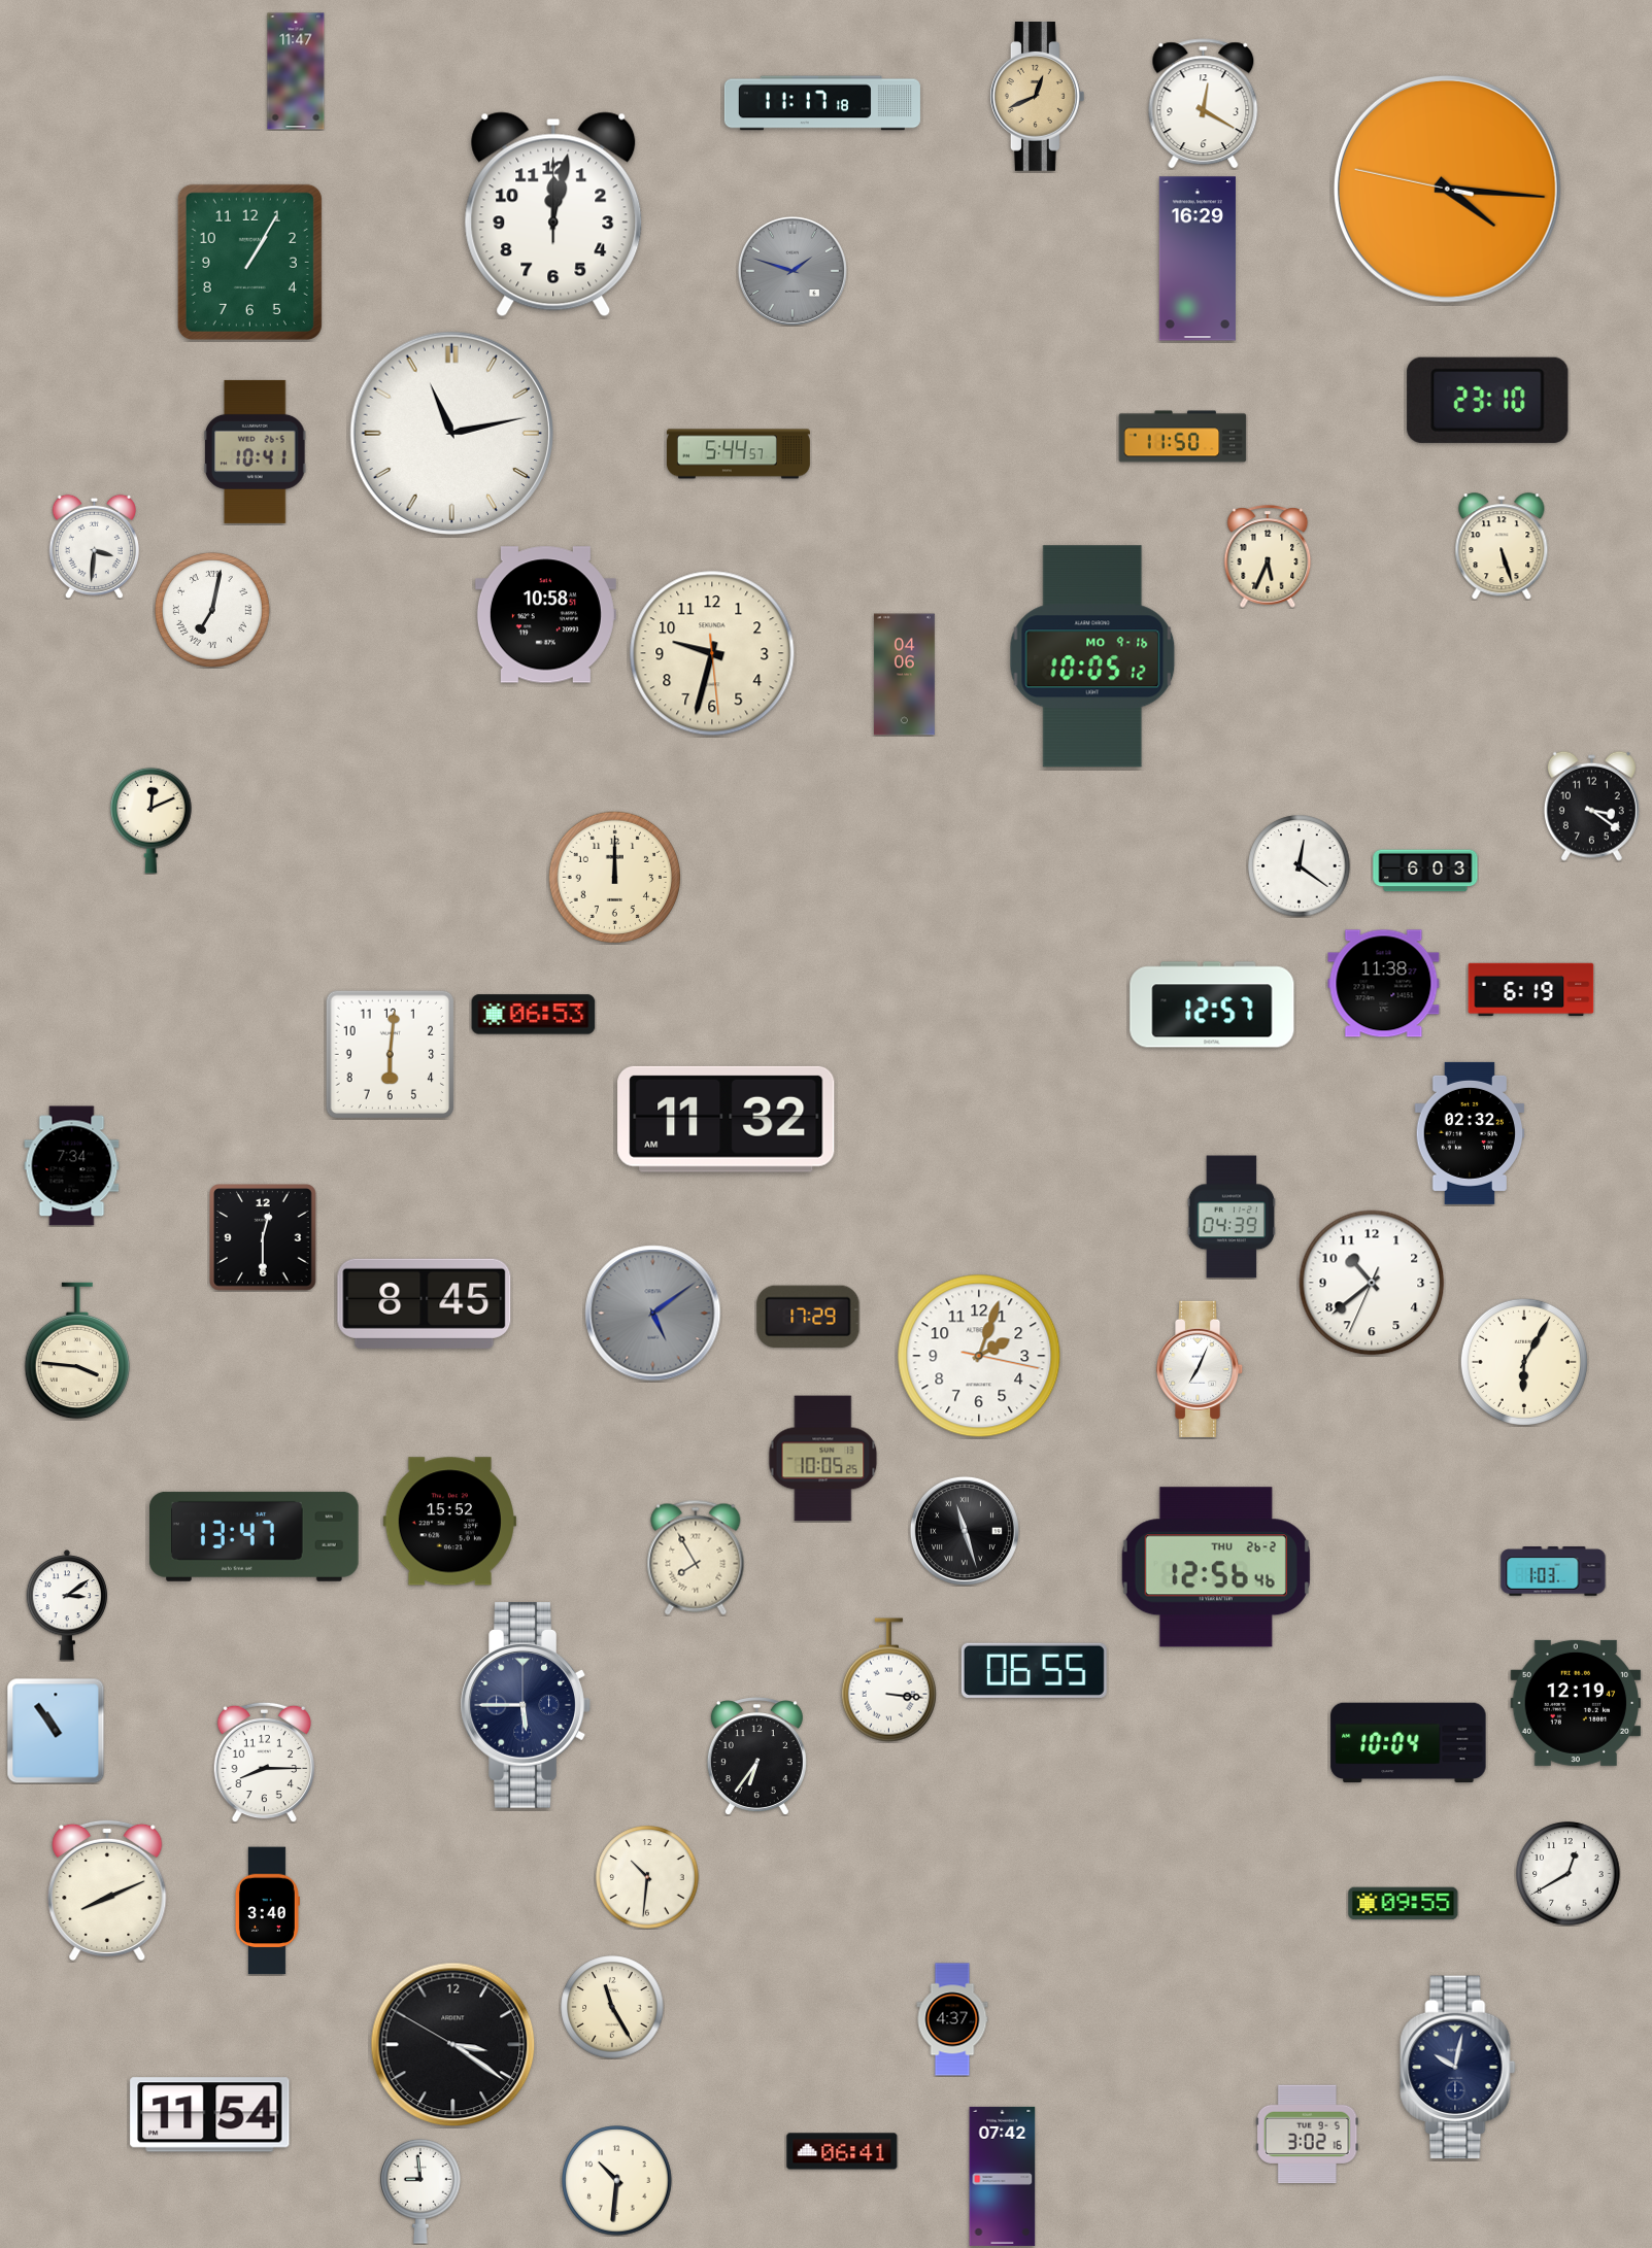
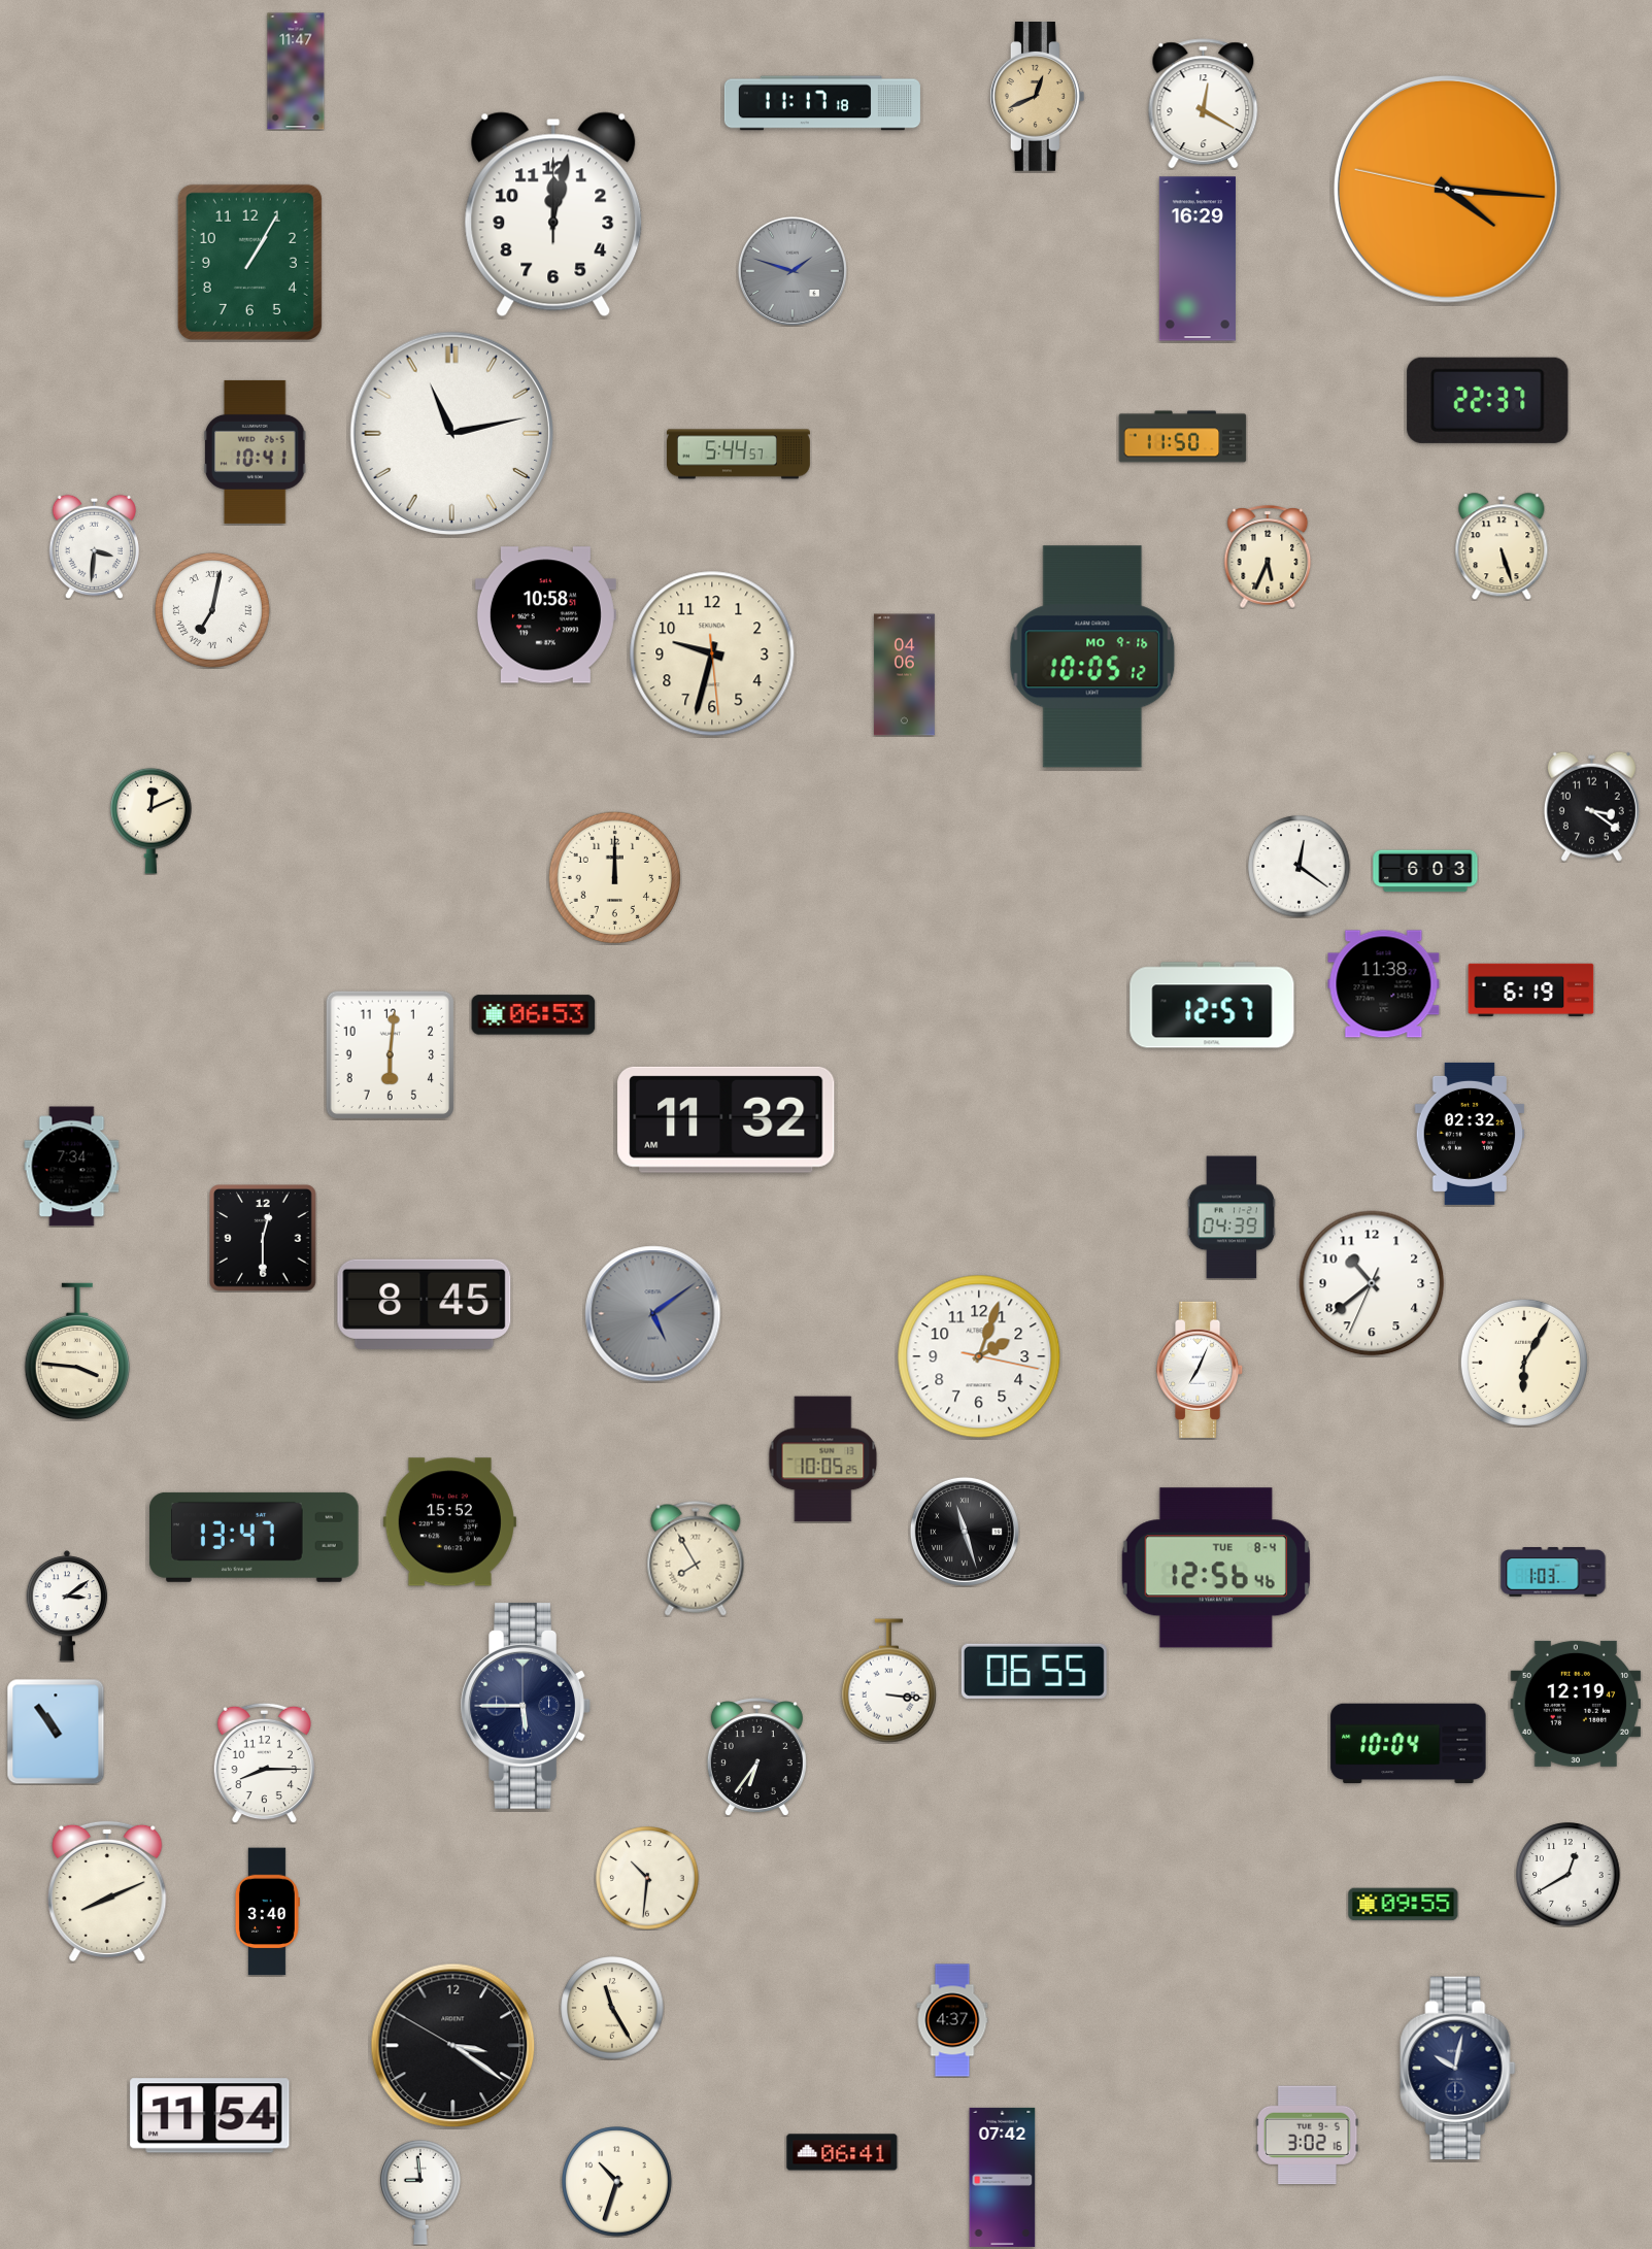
clock at (1488, 400): 23:10 -> 22:37
clock at (808, 1317): 17:29 -> none
clock at (1216, 1567) date: THU 26-2 -> TUE 8-4
clock at (617, 2181): 10:31 -> 10:33
